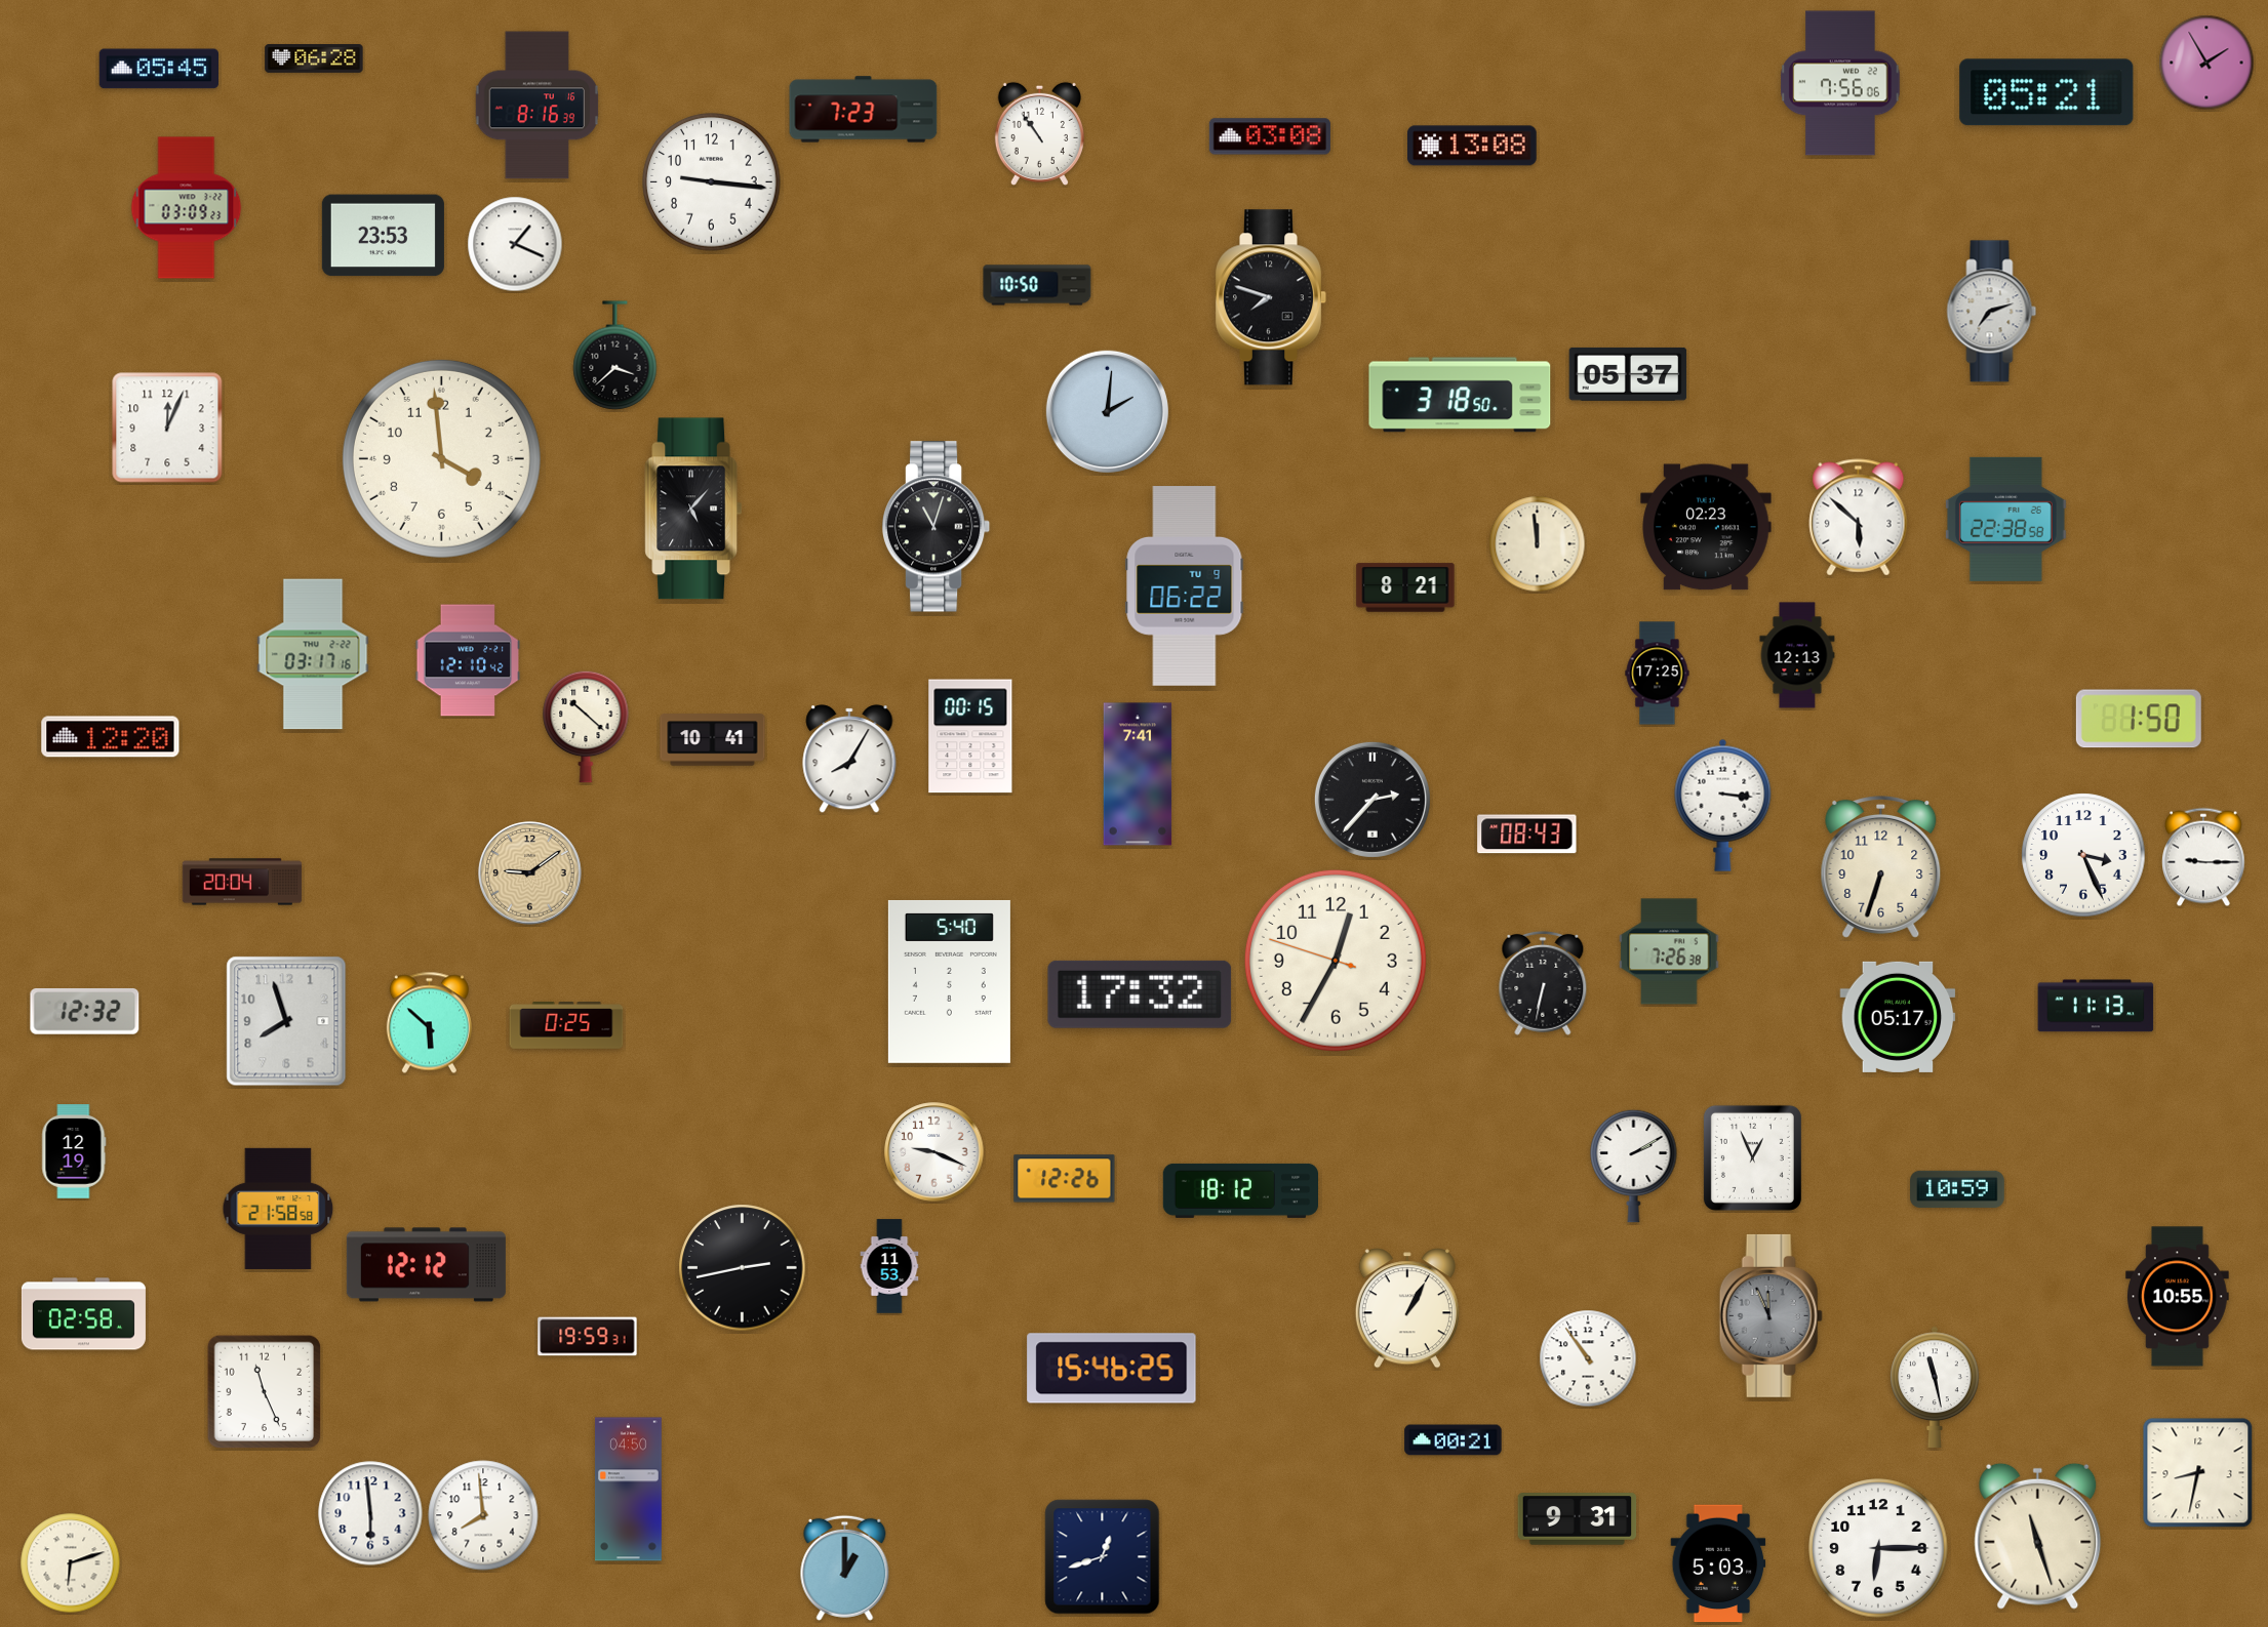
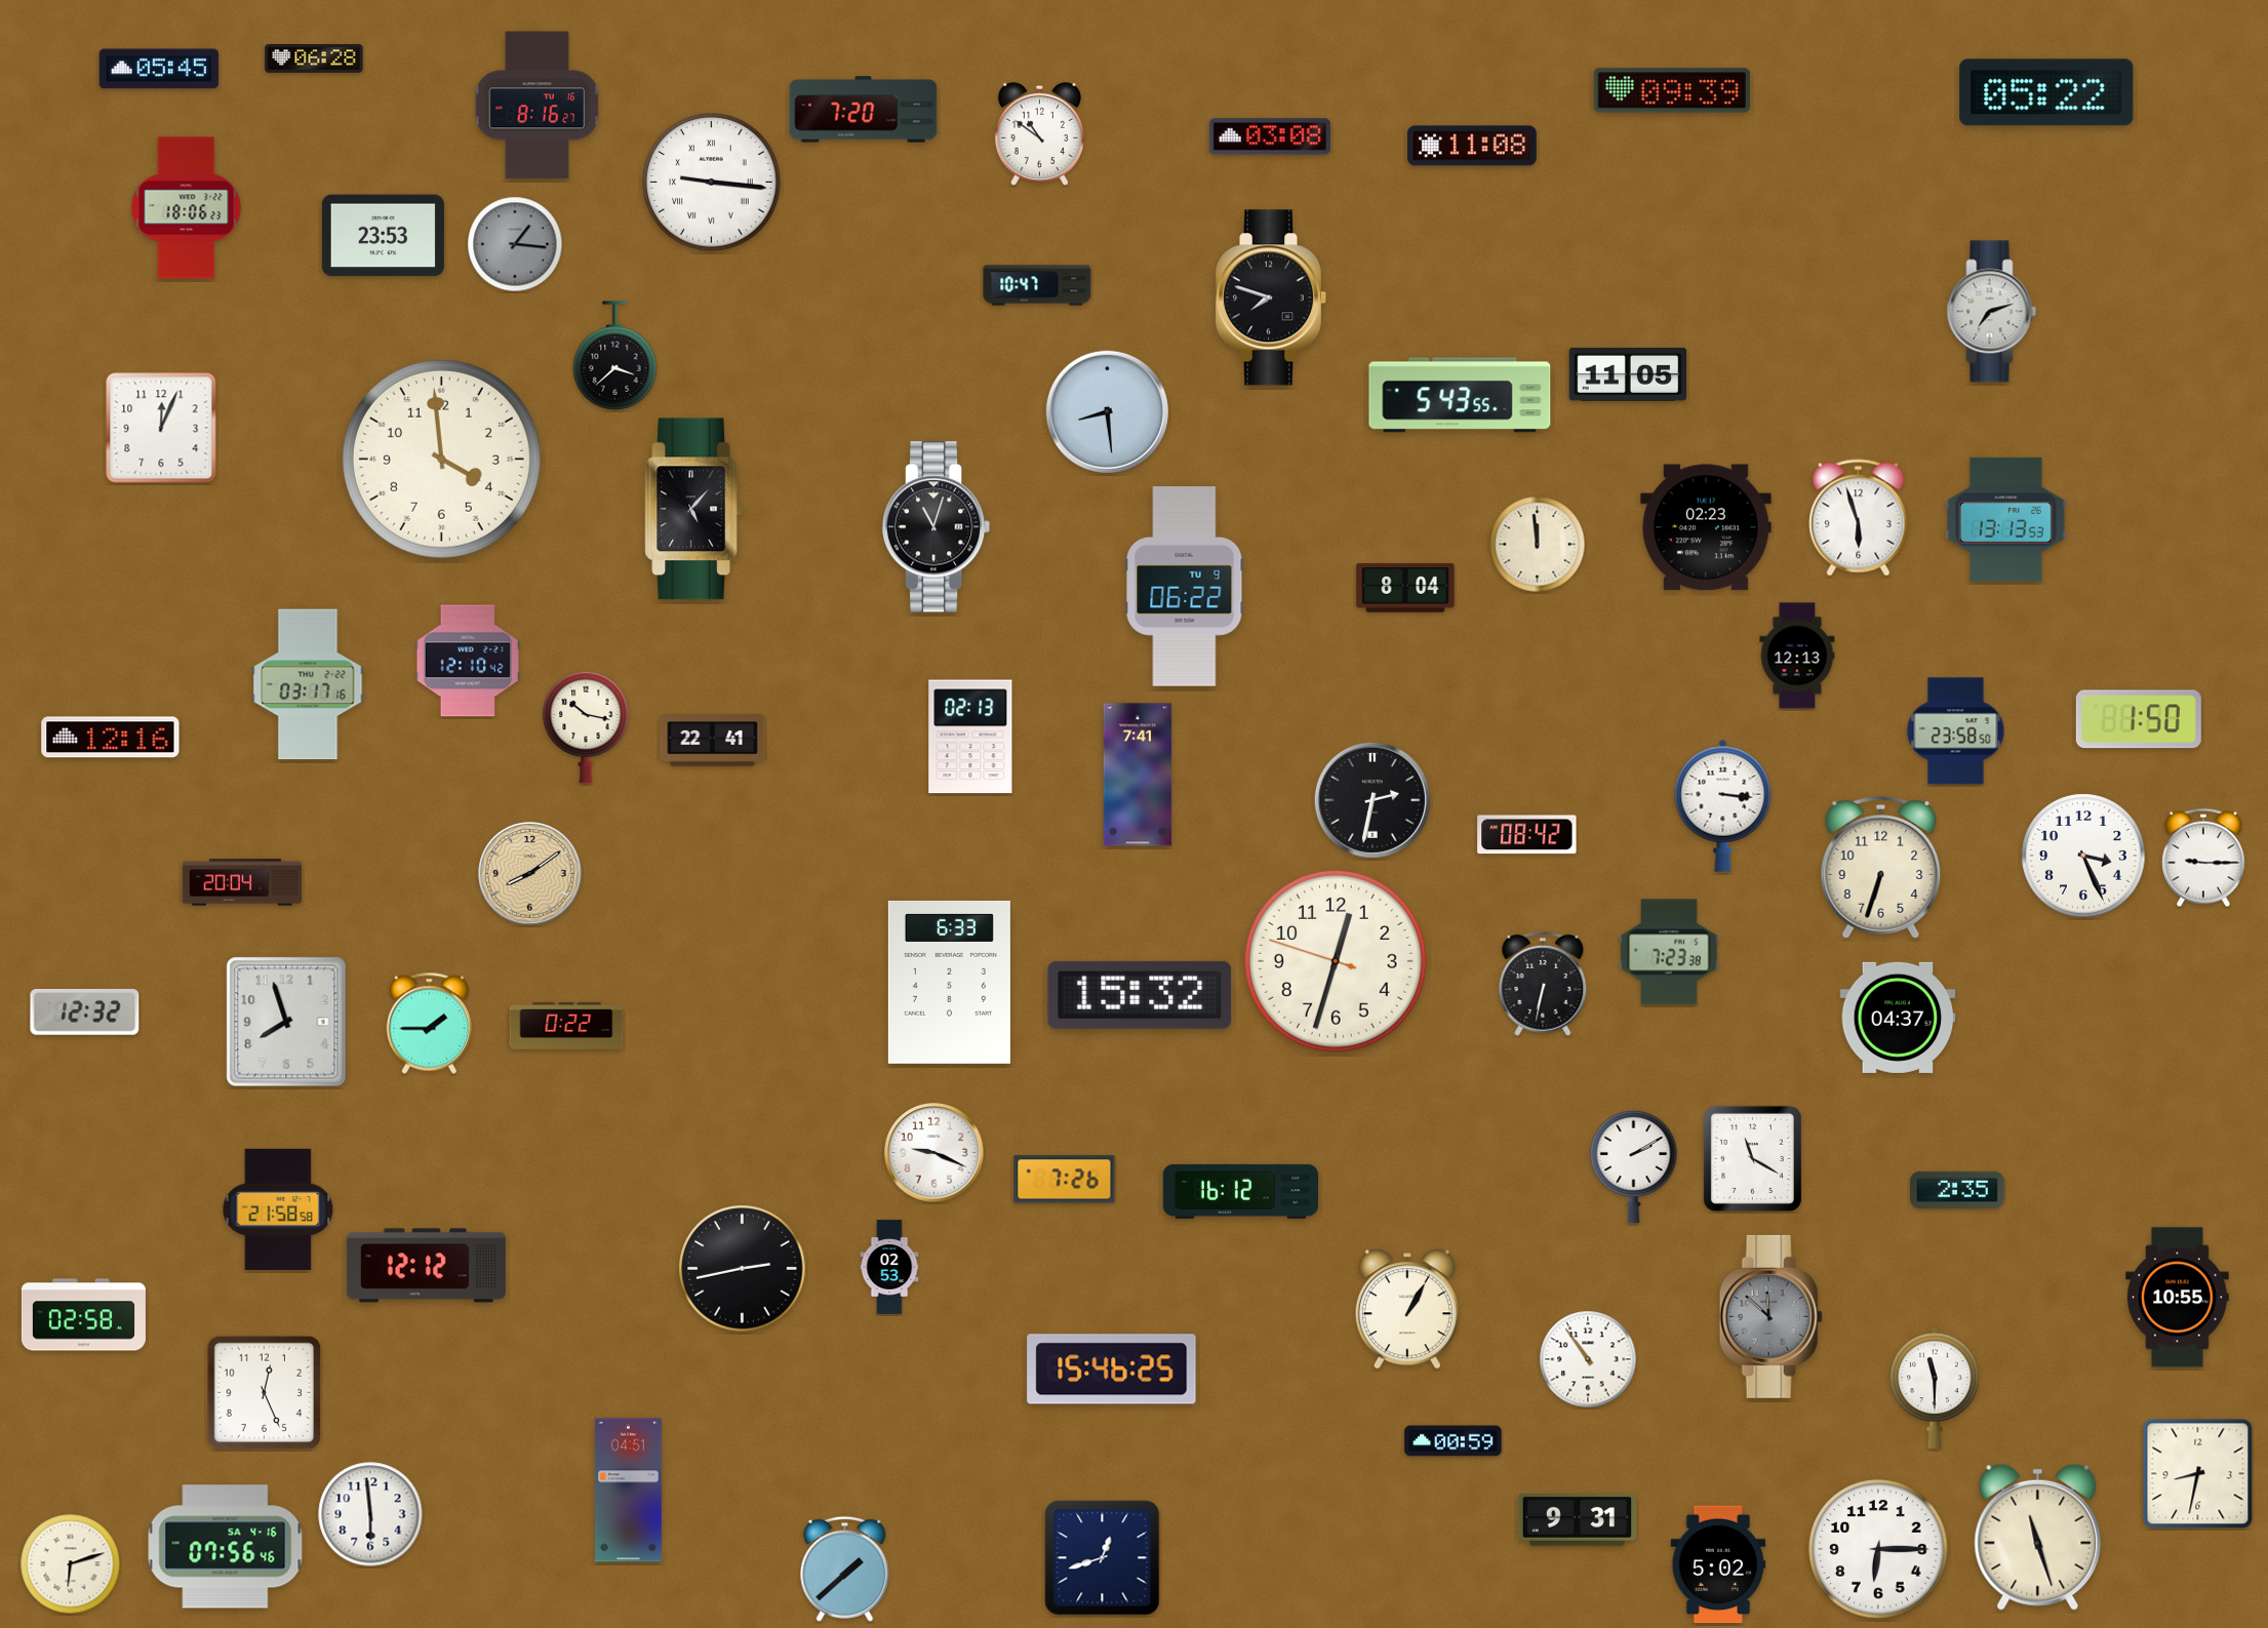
clock at (2206, 63): 1:55 -> none
clock at (1840, 83): 7:56 -> none
clock at (1672, 90): none -> 09:39
clock at (2046, 92): 05:21 -> 05:22
clock at (538, 106): 8:16:39 -> 8:16:27
clock at (864, 110): 7:23 -> 7:20
clock at (1039, 133): 10:54 -> 10:51
clock at (1473, 146): 13:08 -> 11:08
clock at (712, 182) numerals: Arabic -> Roman
clock at (187, 208): 03:09 -> 18:06
clock at (515, 244): 1:19 -> 1:16
clock at (515, 244) dial: white -> grey
clock at (1037, 285): 10:50 -> 10:47
clock at (1628, 374): 05:37 -> 11:05
clock at (1460, 395): 3:18 -> 5:43
clock at (1107, 411): 2:01 -> 8:29
clock at (167, 428) position: (167, 428) -> (161, 428)
clock at (1859, 518): 5:52 -> 5:57
clock at (2005, 519): 22:38 -> 13:13
clock at (1405, 587): 8:21 -> 8:04
clock at (313, 654) position: (313, 654) -> (308, 684)
clock at (1658, 674): 17:25 -> none
clock at (586, 727): 10:22 -> 10:17
clock at (1956, 731): none -> 23:58
clock at (970, 736): 00:15 -> 02:13
clock at (111, 737): 12:20 -> 12:16
clock at (713, 740): 10:41 -> 22:41
clock at (849, 759): 8:05 -> none
clock at (1372, 800): 2:37 -> 2:32
clock at (1527, 835): 08:43 -> 08:42
clock at (530, 873): 9:09 -> 8:09
clock at (1669, 951): 7:26 -> 7:23
clock at (1336, 961): 12:34 -> 12:32
clock at (949, 981): 5:40 -> 6:33
clock at (1140, 994): 17:32 -> 15:32
clock at (2096, 1006): 11:13 -> none
clock at (1898, 1017): 05:17 -> 04:37
clock at (429, 1023): 5:52 -> 1:45
clock at (566, 1025): 0:25 -> 0:22
clock at (74, 1151): 12:19 -> none
clock at (1752, 1157): 12:56 -> 11:20
clock at (1065, 1179): 12:26 -> 7:26
clock at (1957, 1189): 10:59 -> 2:35
clock at (1240, 1190): 18:12 -> 16:12
clock at (889, 1266): 11:53 -> 02:53
clock at (1770, 1315): 11:56 -> 11:52
clock at (588, 1337): 19:59 -> none
clock at (1935, 1387): 11:28 -> 11:30
clock at (265, 1392): 11:26 -> 12:26
clock at (1454, 1440): 00:21 -> 00:59
clock at (628, 1490): 04:50 -> 04:51
clock at (483, 1515): 7:59 -> none
clock at (226, 1547): none -> 07:56
clock at (1718, 1563): 5:03 -> 5:02
clock at (845, 1568): 1:00 -> 1:38
